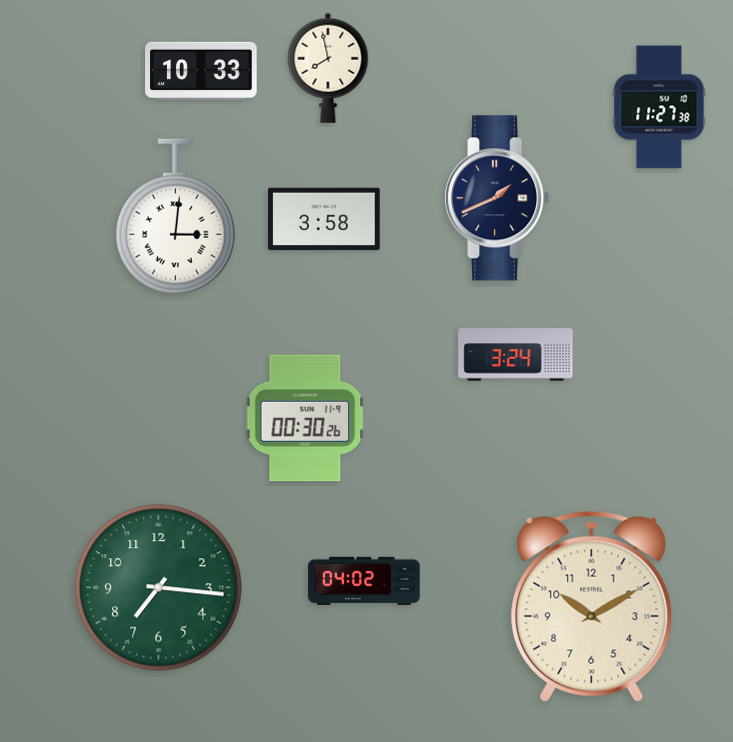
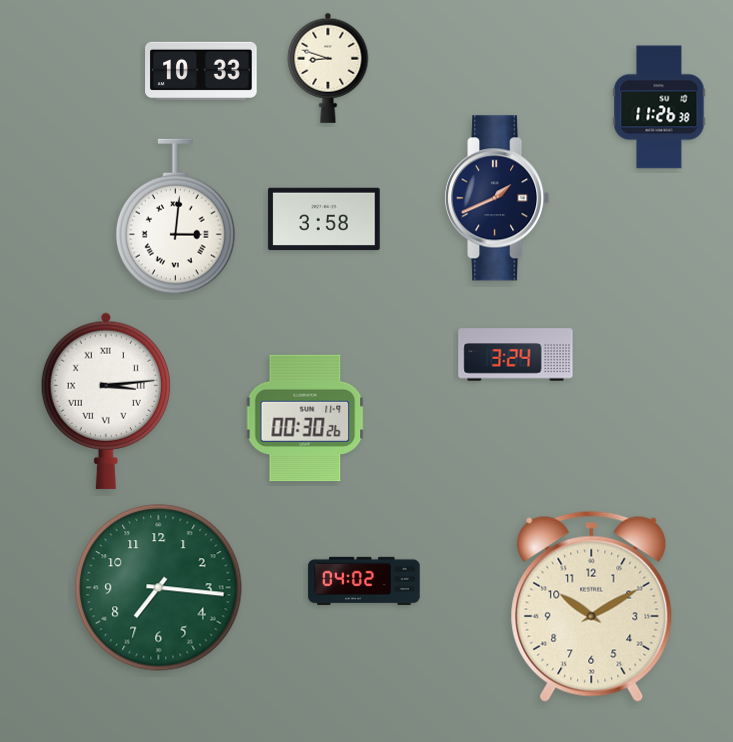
clock at (328, 68): 7:58 -> 8:48
clock at (659, 107): 11:27 -> 11:26
clock at (106, 401): none -> 3:14
